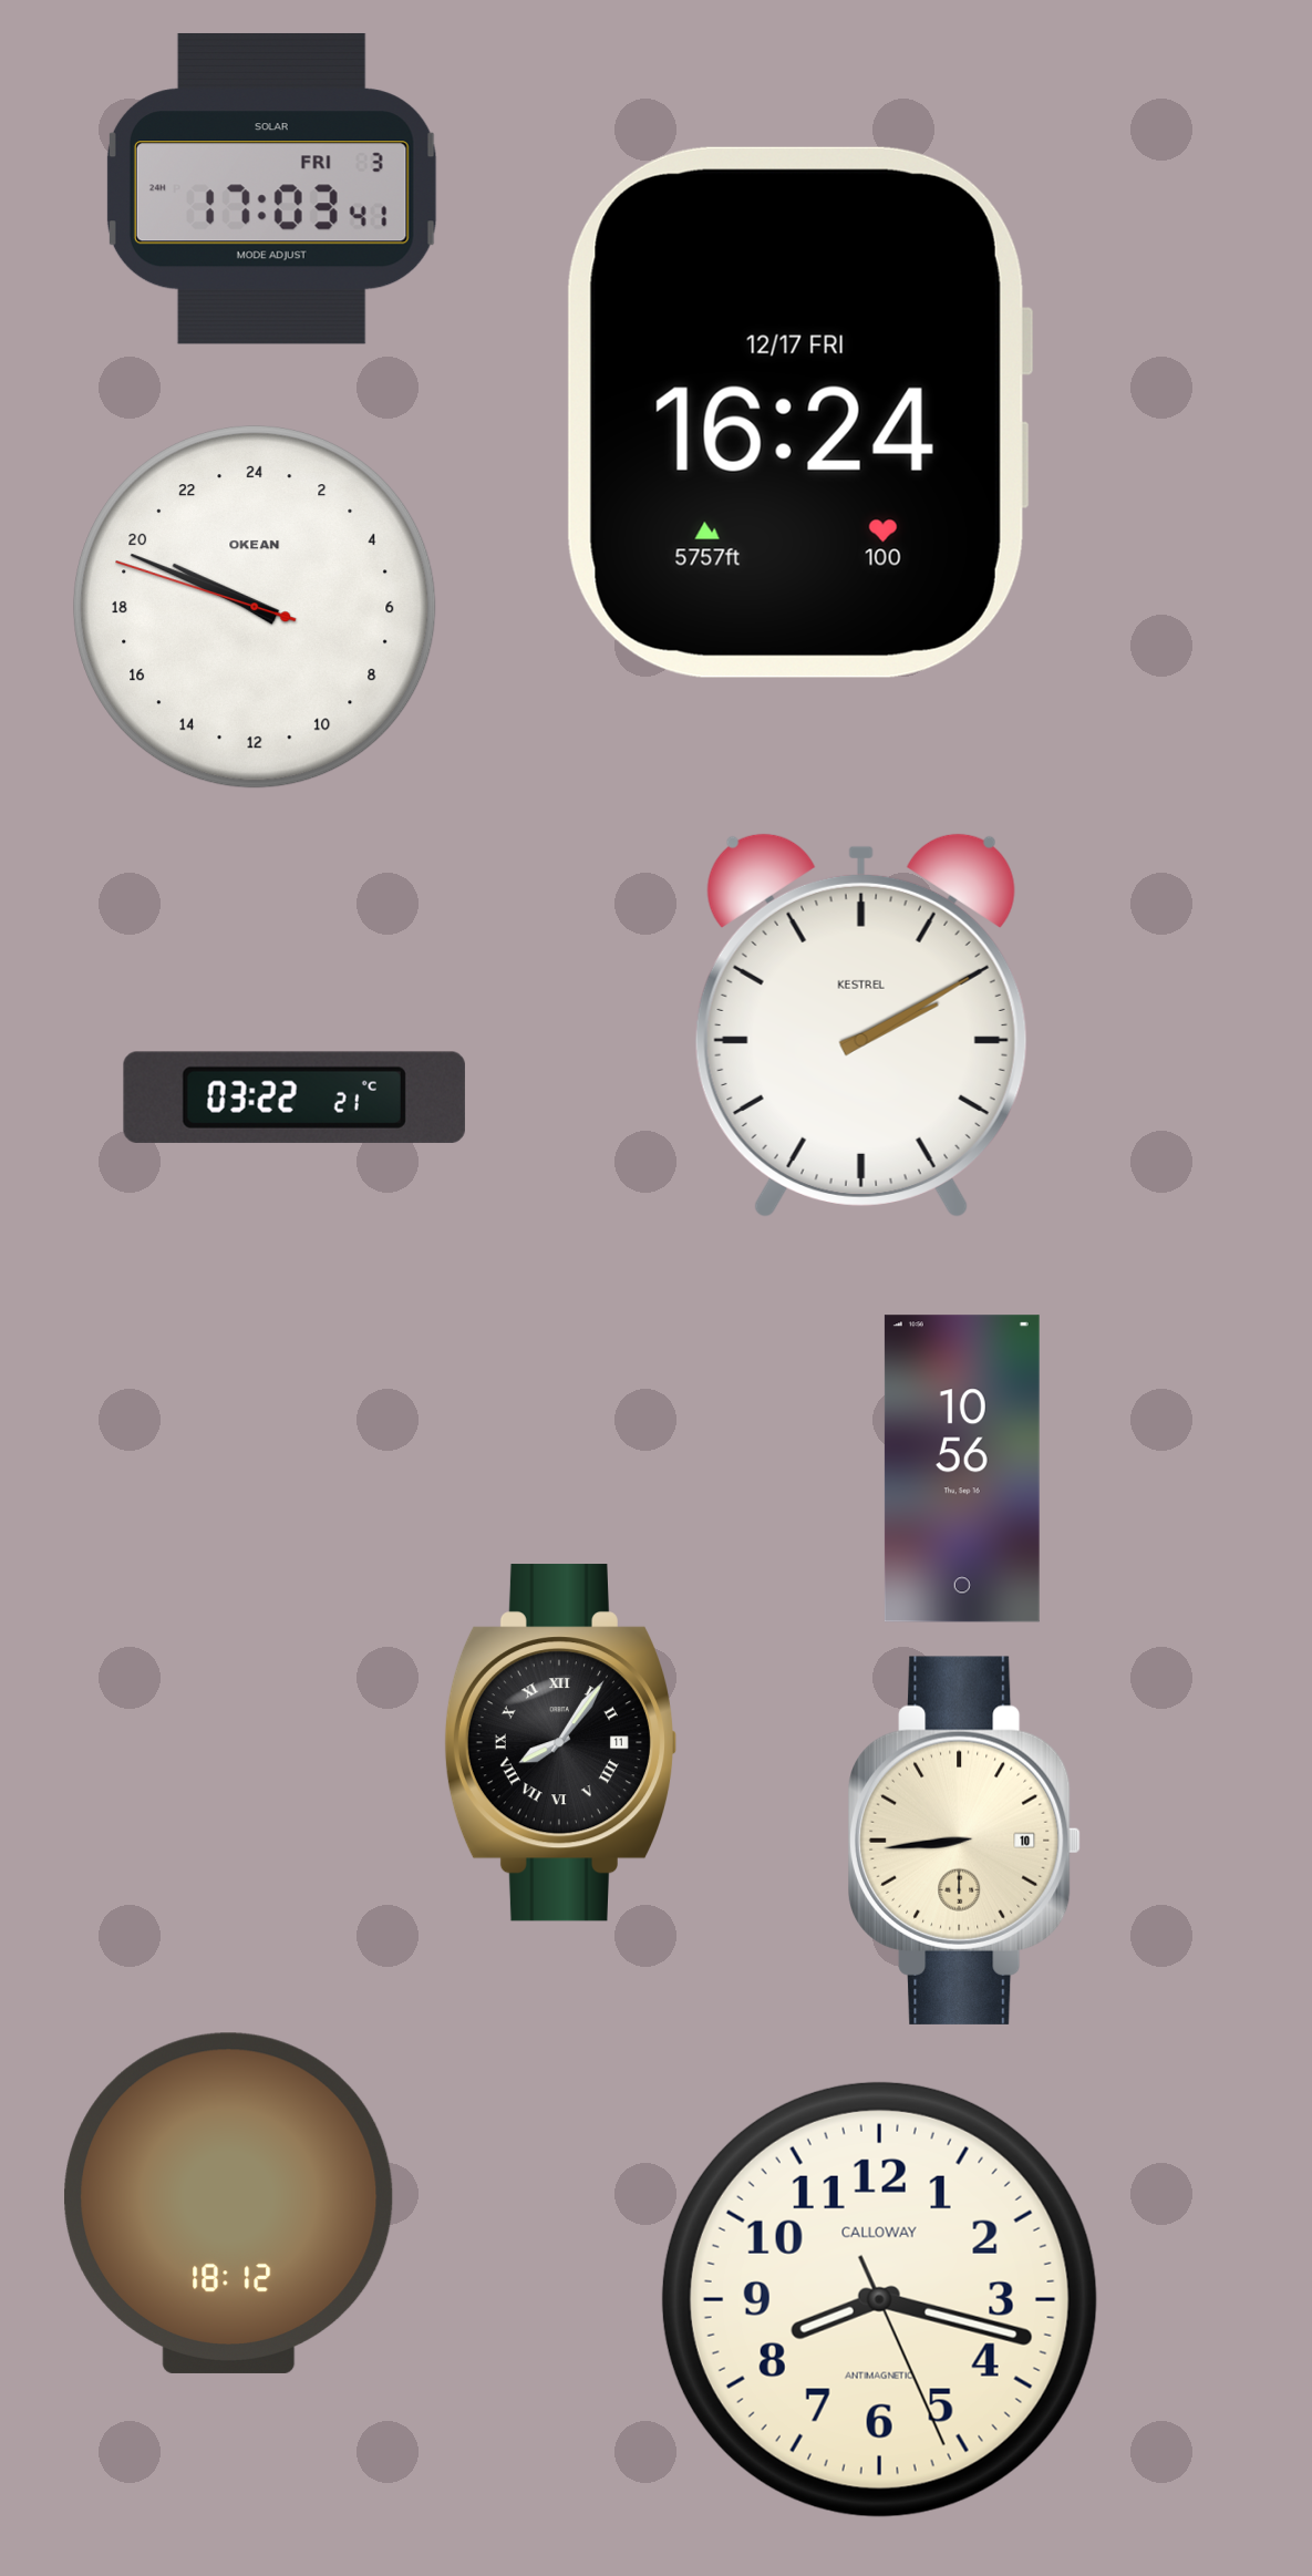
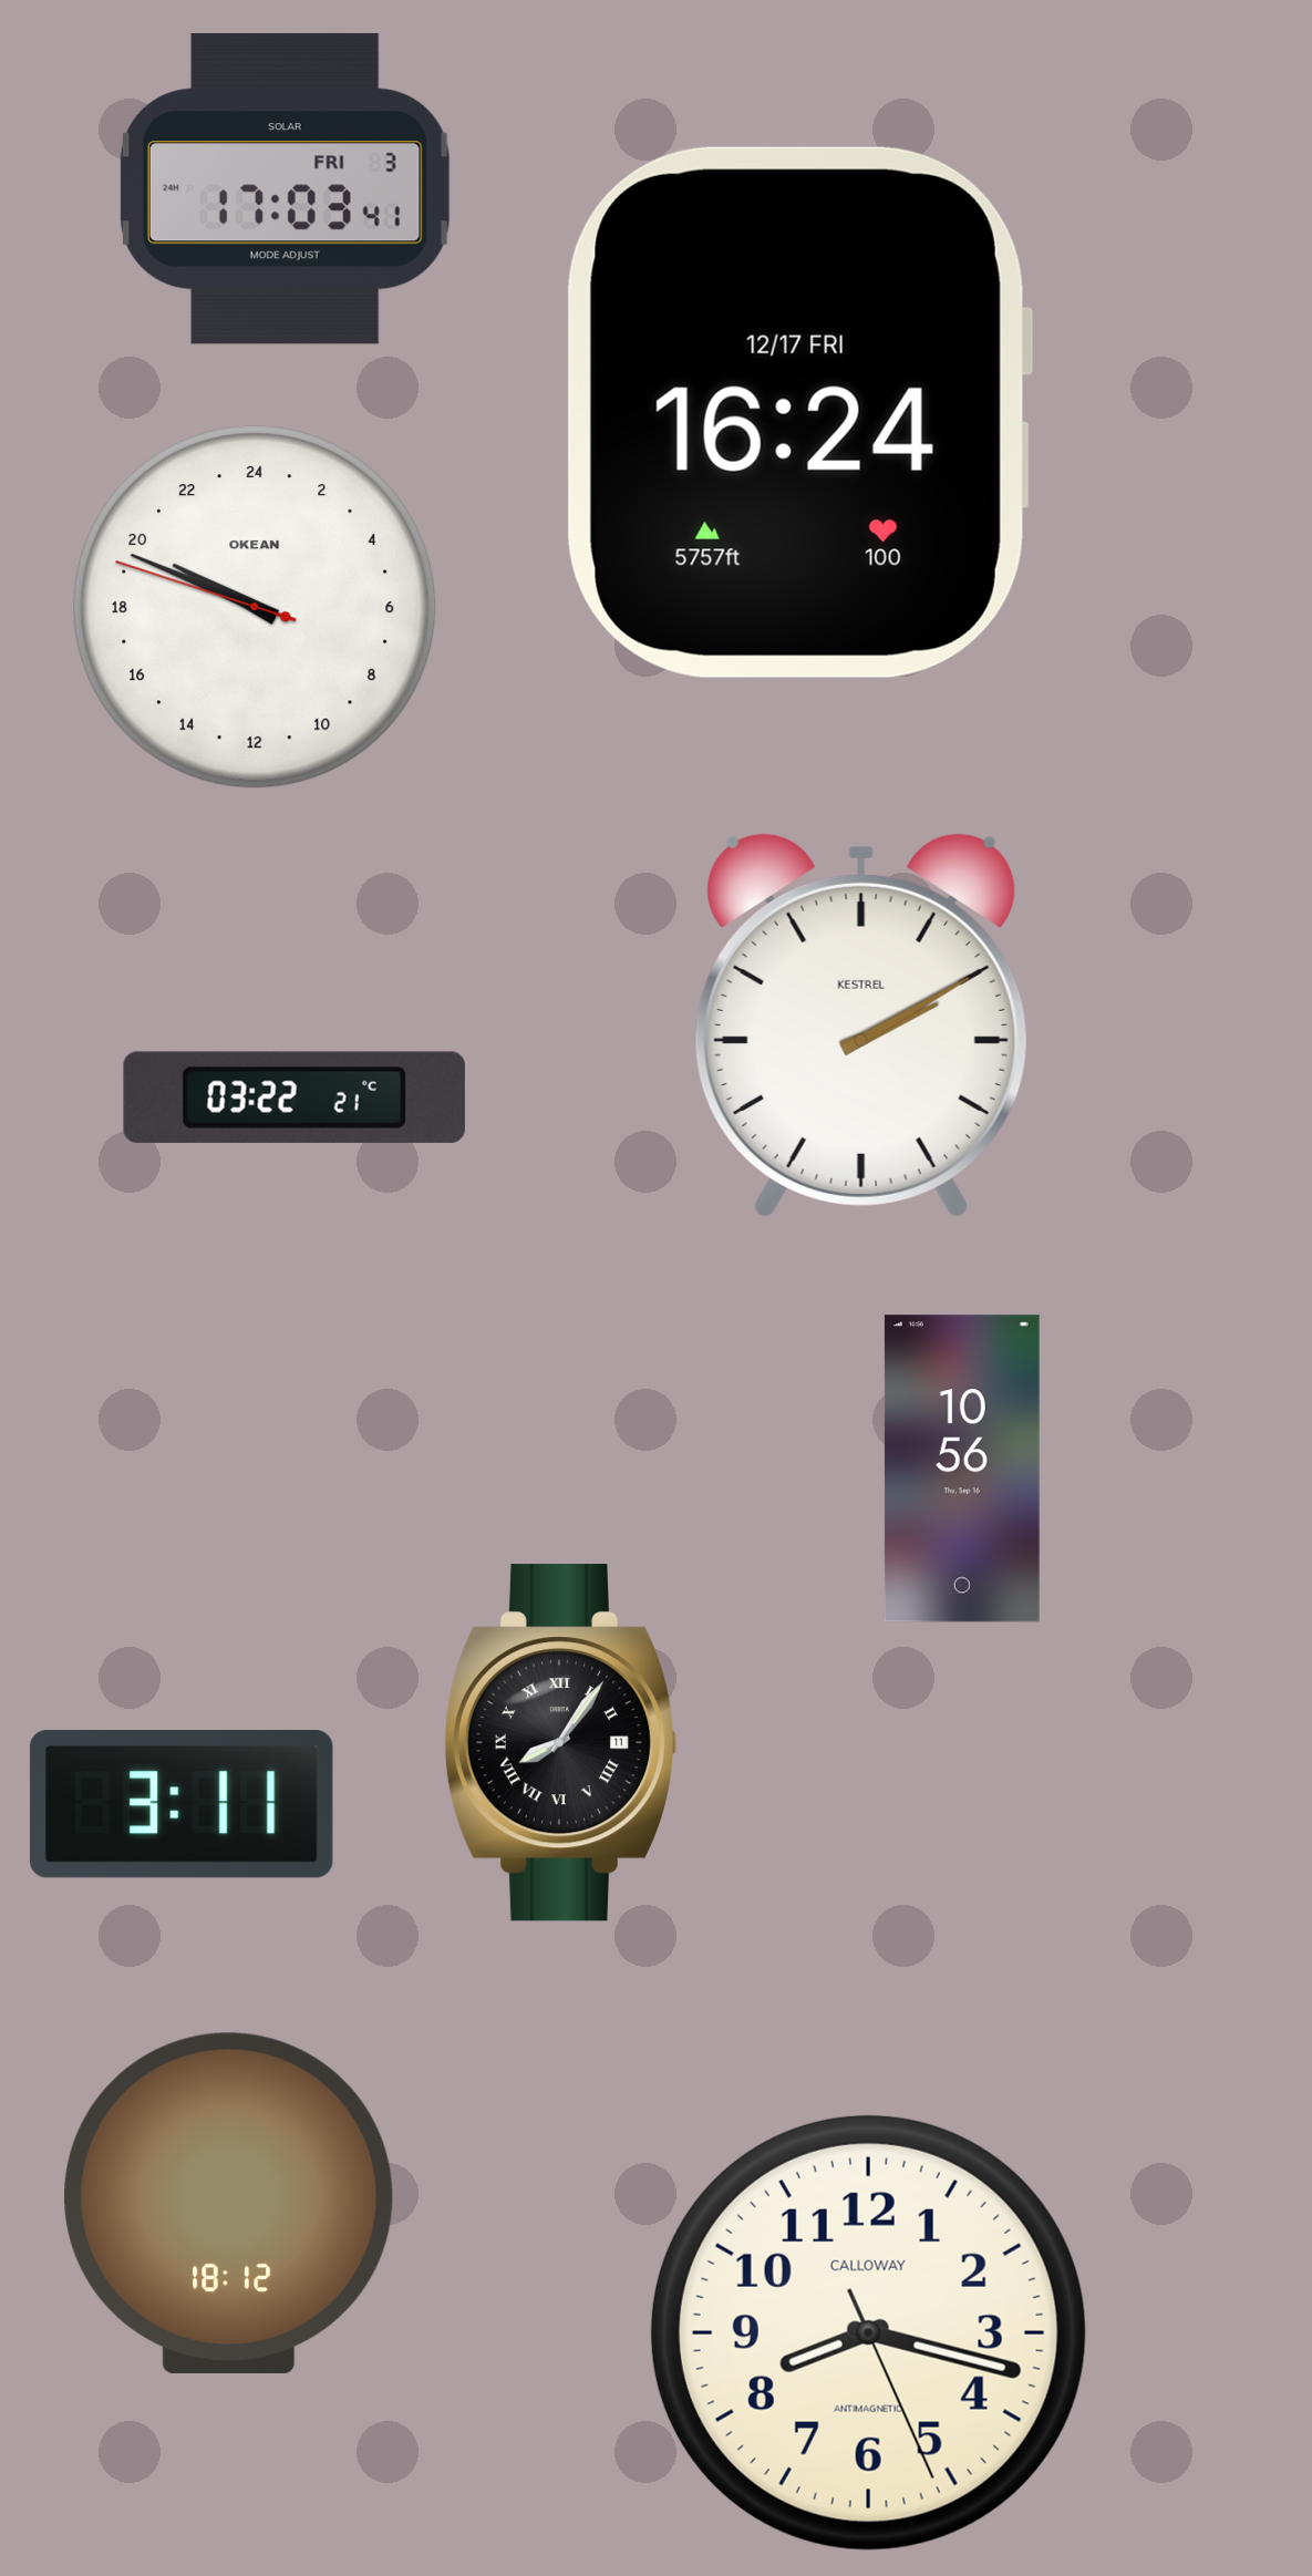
clock at (271, 188) position: (271, 188) -> (285, 188)
clock at (182, 1804): none -> 3:11
clock at (965, 1841): 8:44 -> none
clock at (879, 2299) position: (879, 2299) -> (868, 2332)
